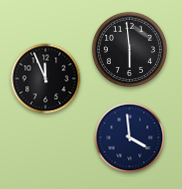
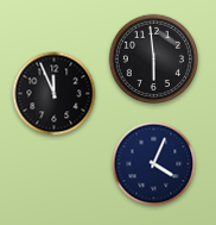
clock at (130, 138): 3:59 -> 4:04
